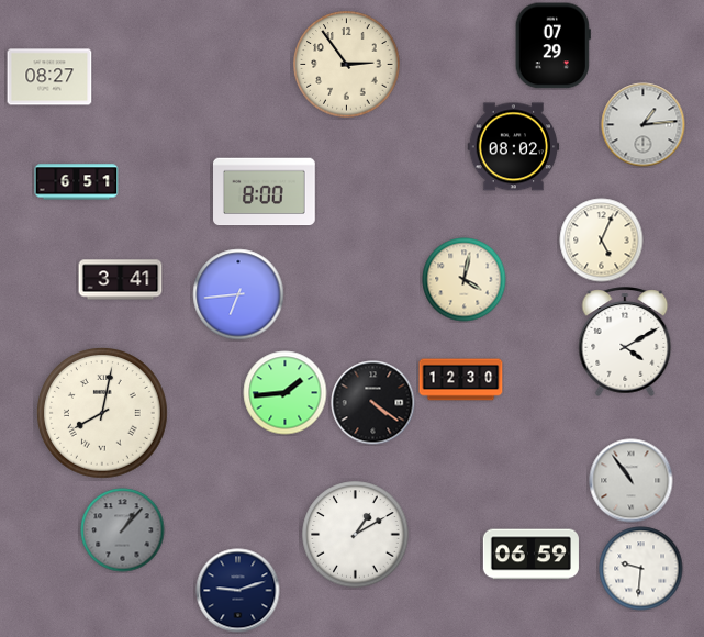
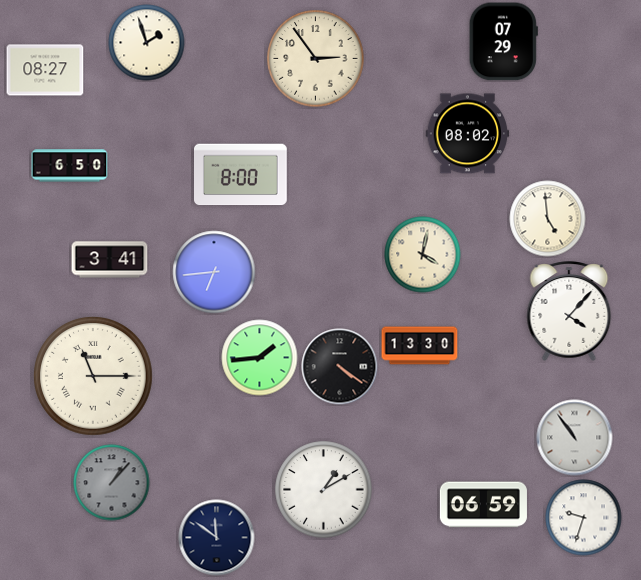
clock at (147, 43): none -> 1:57
clock at (644, 125): 1:14 -> none
clock at (77, 182): 6:51 -> 6:50
clock at (602, 241): 5:04 -> 4:59
clock at (121, 280) position: (121, 280) -> (110, 260)
clock at (238, 294) position: (238, 294) -> (214, 272)
clock at (625, 342): 4:10 -> 4:07
clock at (461, 380): 12:30 -> 13:30
clock at (102, 413): 8:02 -> 11:15
clock at (356, 535) position: (356, 535) -> (324, 490)
clock at (641, 569): 9:31 -> 9:33
clock at (238, 591): 9:12 -> 11:51
